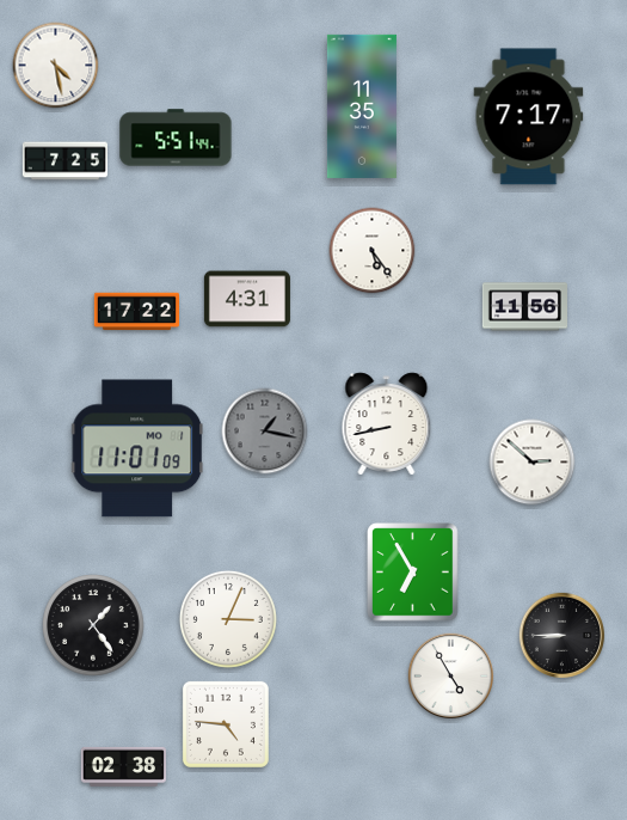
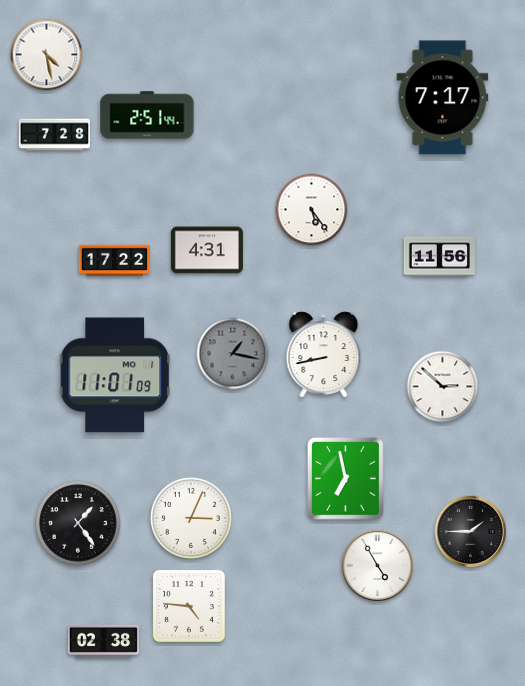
clock at (362, 106): 11:35 -> none
clock at (176, 137): 5:51 -> 2:51
clock at (64, 161): 7:25 -> 7:28
clock at (265, 432) position: (265, 432) -> (233, 354)
clock at (533, 463) position: (533, 463) -> (443, 387)
clock at (413, 573): 6:55 -> 6:58
clock at (561, 635): 8:45 -> 1:45
